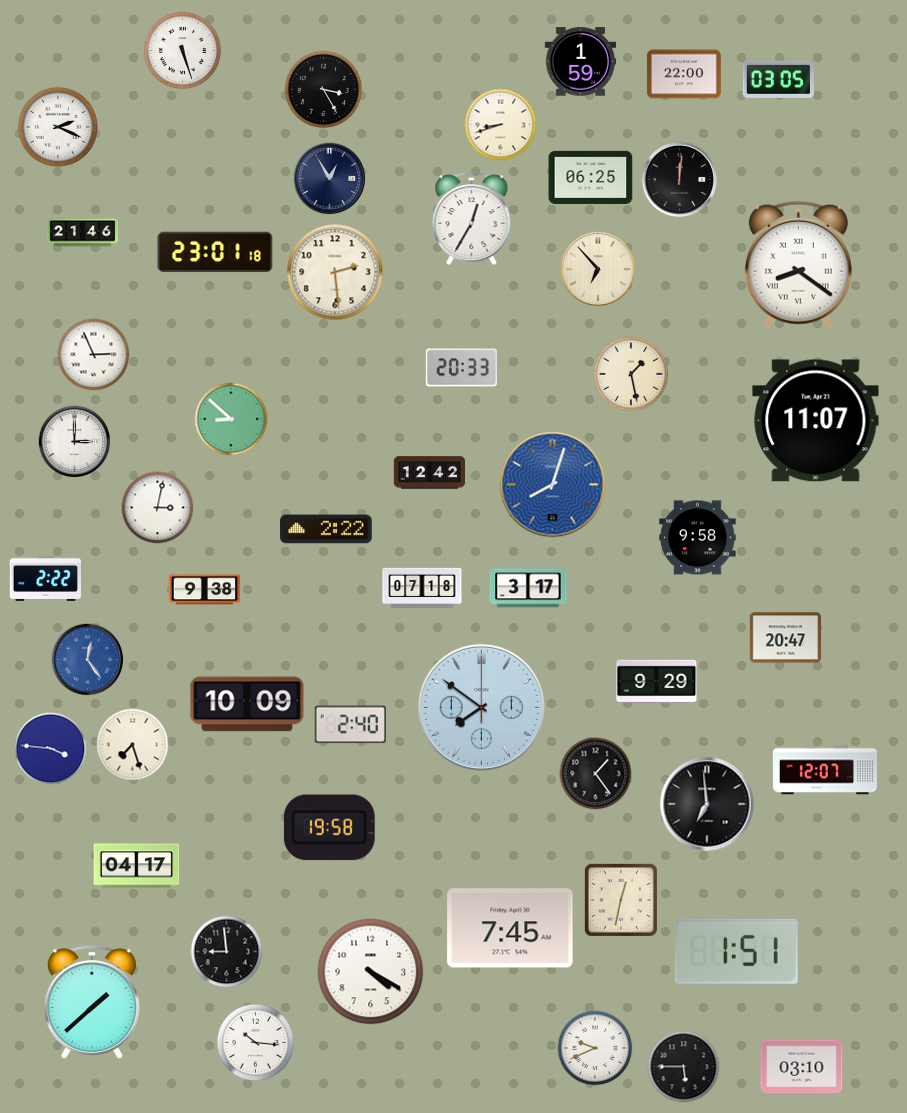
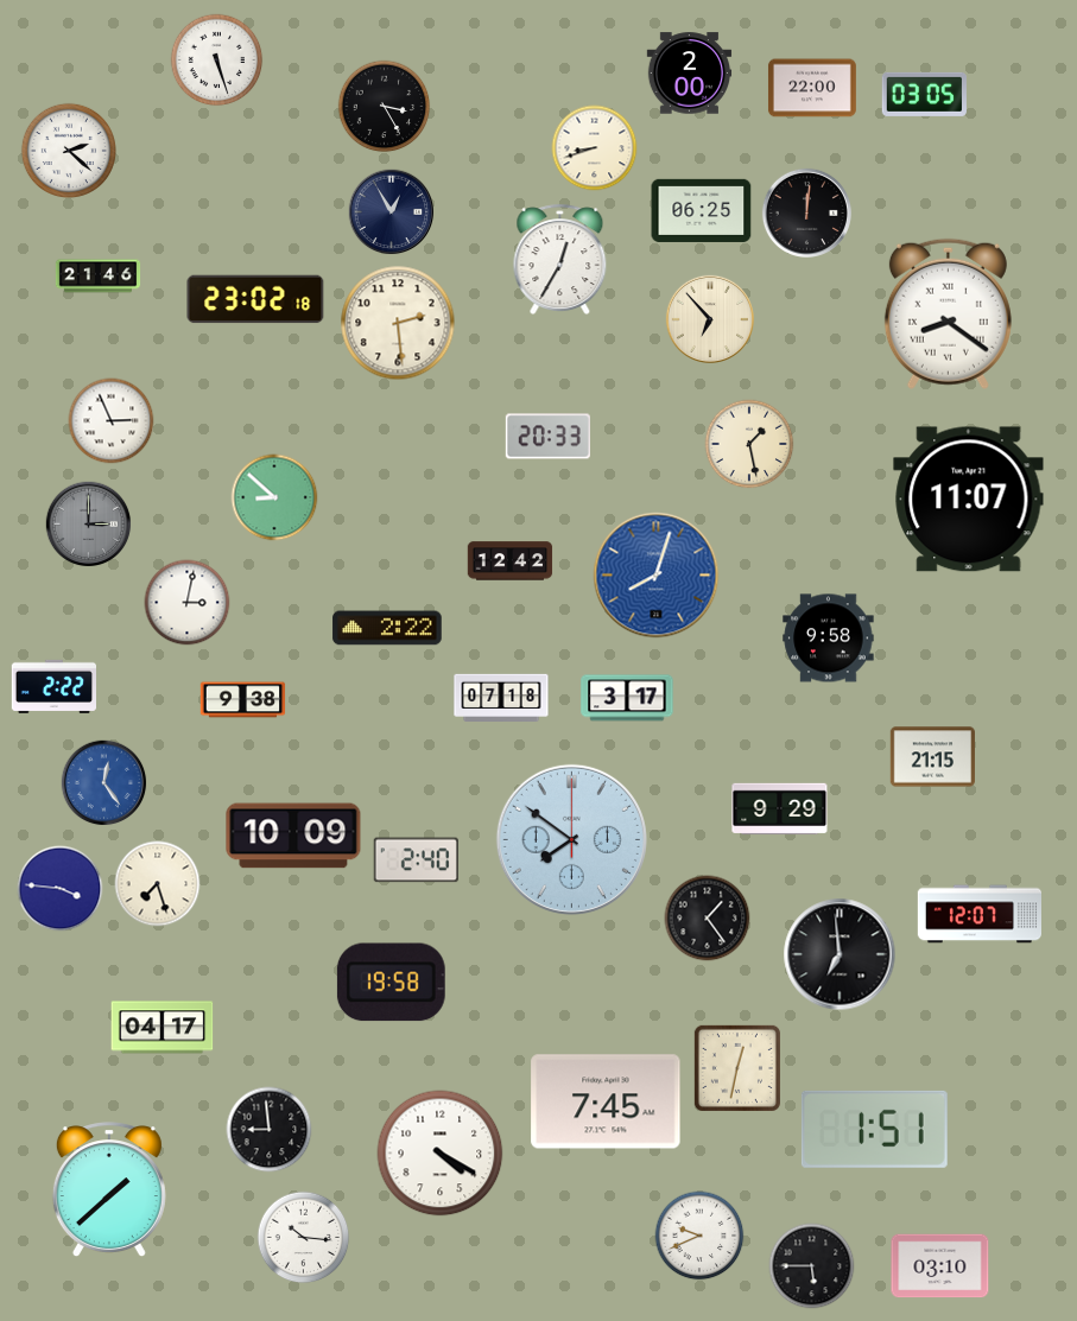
clock at (581, 62): 1:59 -> 2:00
clock at (57, 126): 2:19 -> 2:22
clock at (215, 252): 23:01 -> 23:02
clock at (75, 442) dial: white -> grey
clock at (785, 638): 20:47 -> 21:15
clock at (595, 1048) position: (595, 1048) -> (699, 1236)
clock at (802, 1067) position: (802, 1067) -> (940, 1266)
